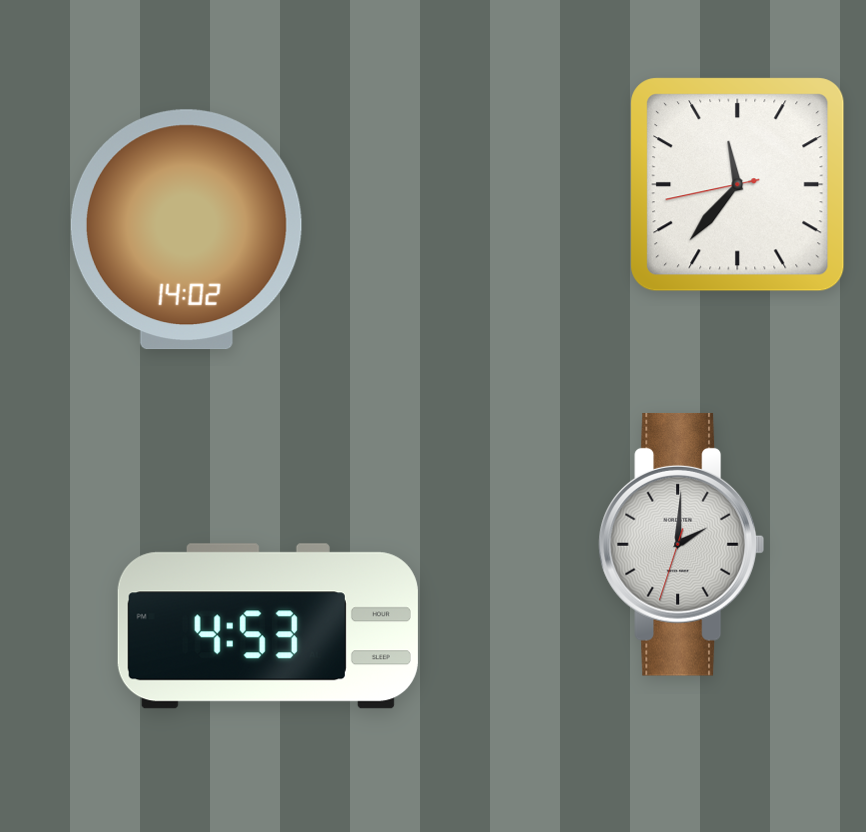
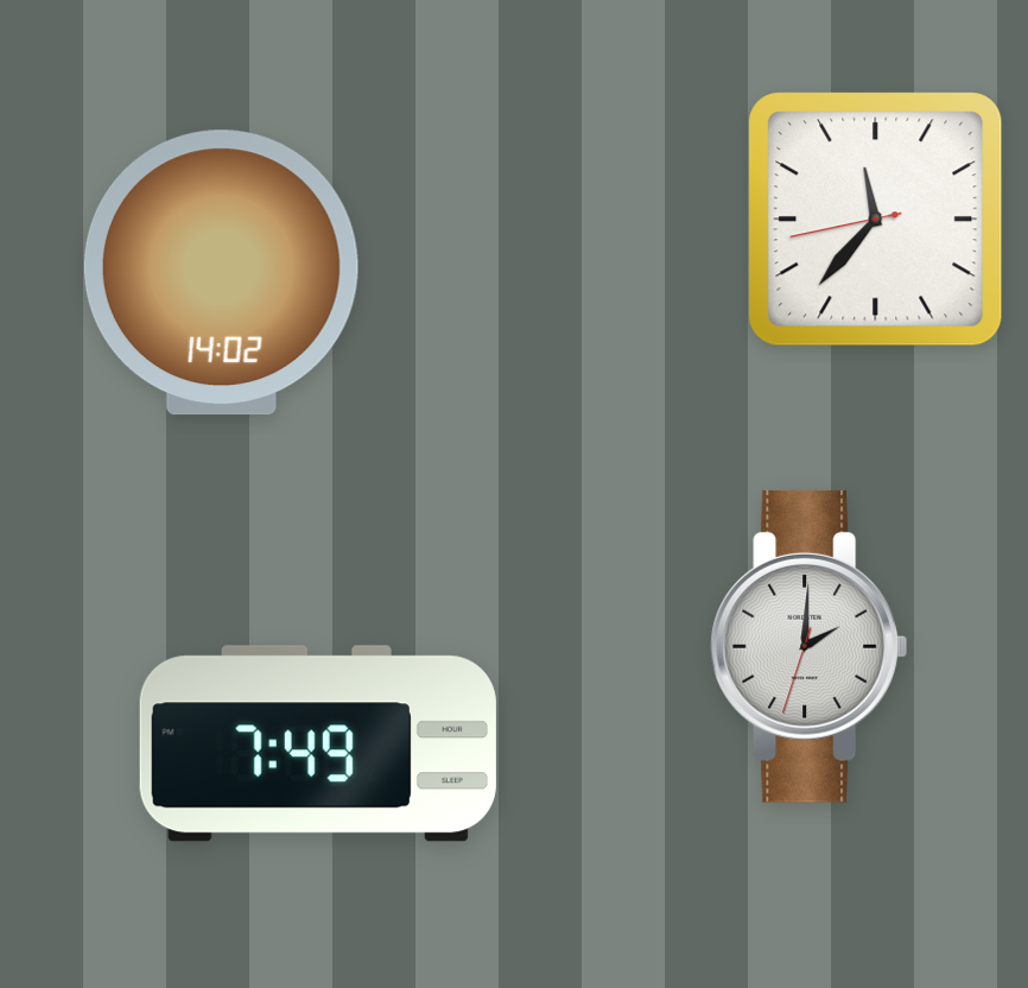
clock at (268, 626): 4:53 -> 7:49
